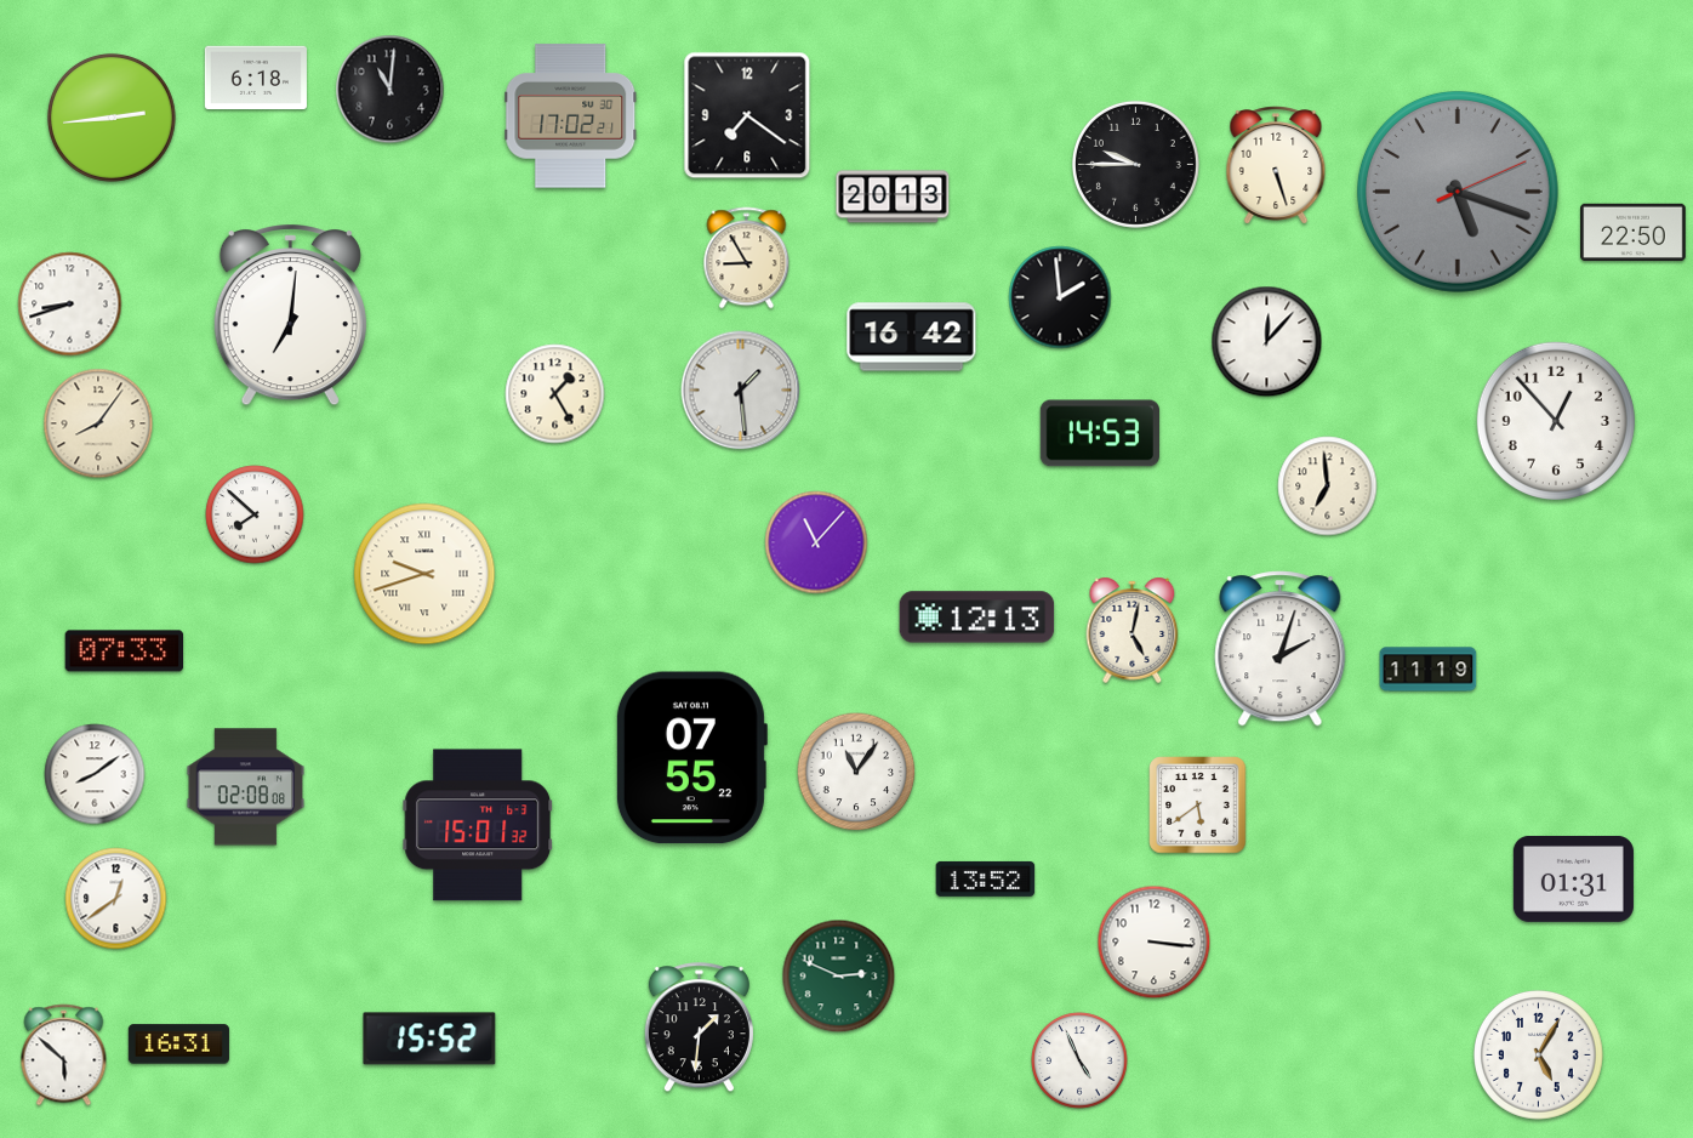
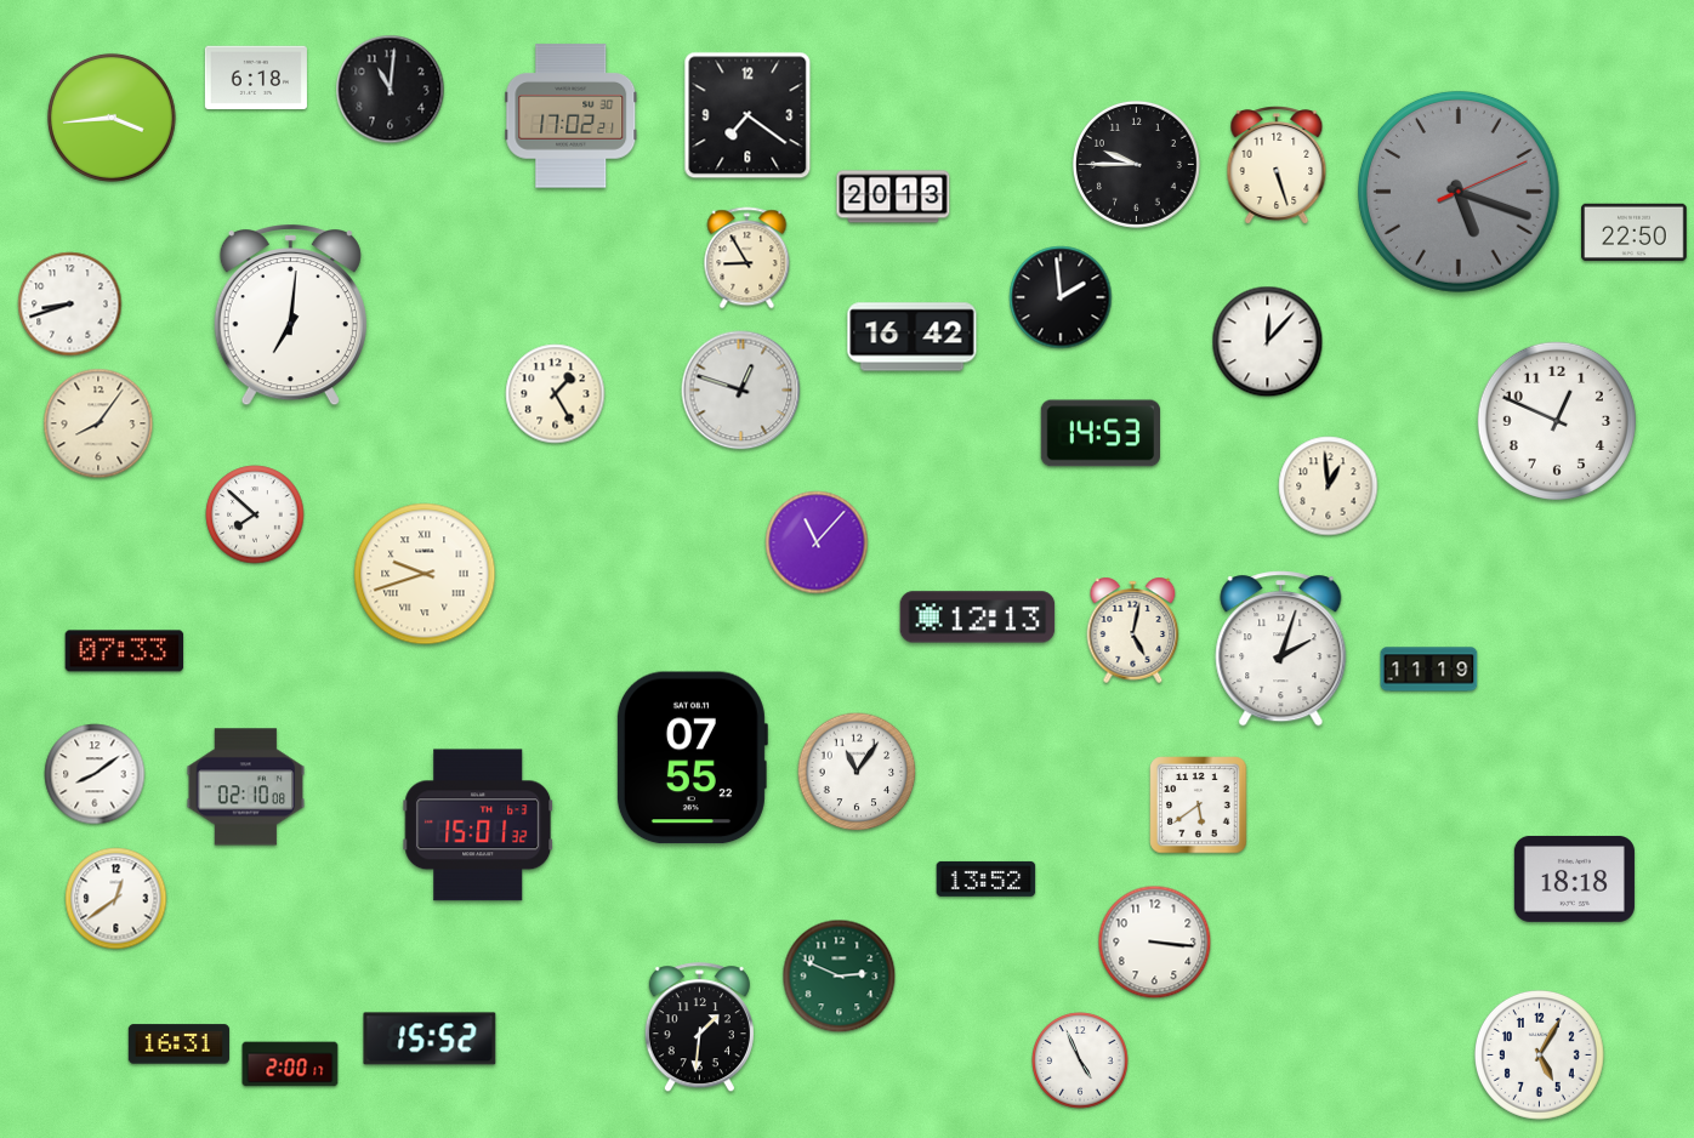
clock at (112, 118): 2:44 -> 3:44
clock at (741, 391): 1:29 -> 12:48
clock at (1556, 421): 12:53 -> 12:49
clock at (1328, 487): 6:59 -> 12:59
clock at (246, 787): 02:08 -> 02:10
clock at (1573, 880): 01:31 -> 18:18
clock at (64, 1056): 5:52 -> none
clock at (290, 1064): none -> 2:00
